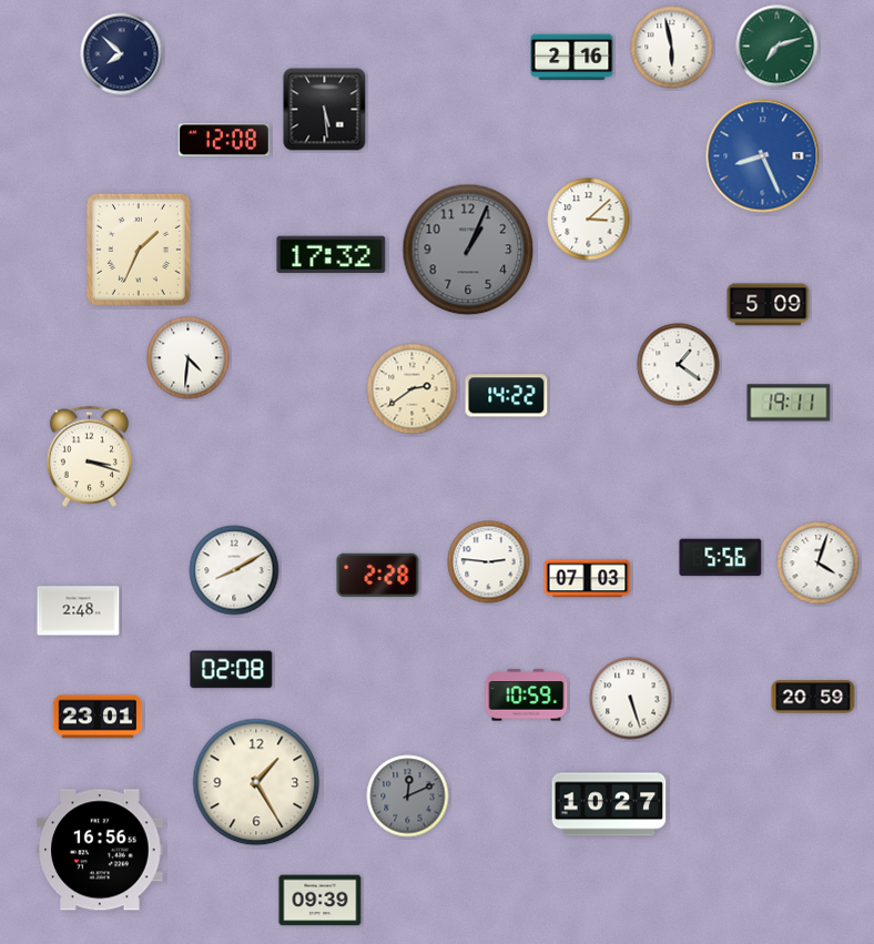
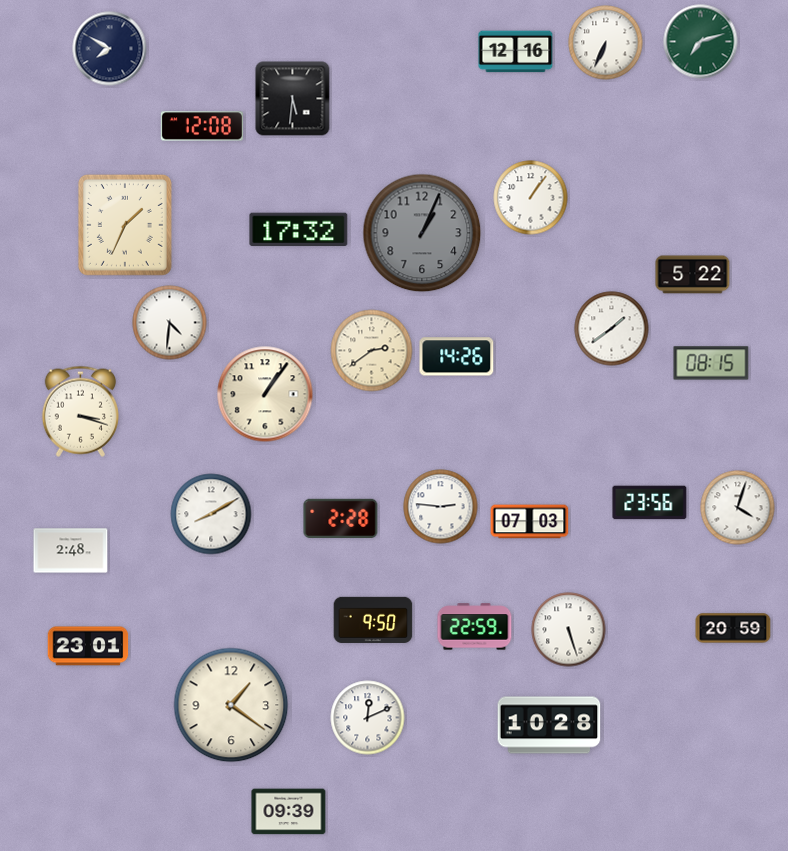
clock at (672, 48): 5:58 -> 6:34
clock at (122, 54): 7:52 -> 7:50
clock at (572, 58): 2:16 -> 12:16
clock at (325, 110): 5:29 -> 5:31
clock at (763, 156): 8:26 -> none
clock at (589, 220): 3:08 -> 1:06
clock at (468, 250) position: (468, 250) -> (422, 233)
clock at (769, 305): 5:09 -> 5:22
clock at (679, 365): 1:21 -> 1:39
clock at (507, 396): 14:22 -> 14:26
clock at (789, 403): 19:11 -> 08:15
clock at (265, 394): none -> 1:06
clock at (721, 558): 5:56 -> 23:56
clock at (232, 670): 02:08 -> none
clock at (373, 619): none -> 9:50
clock at (527, 696): 10:59 -> 22:59
clock at (256, 782): 1:25 -> 1:21
clock at (408, 796) dial: grey -> white
clock at (609, 804): 10:27 -> 10:28
clock at (100, 850): 16:56 -> none
